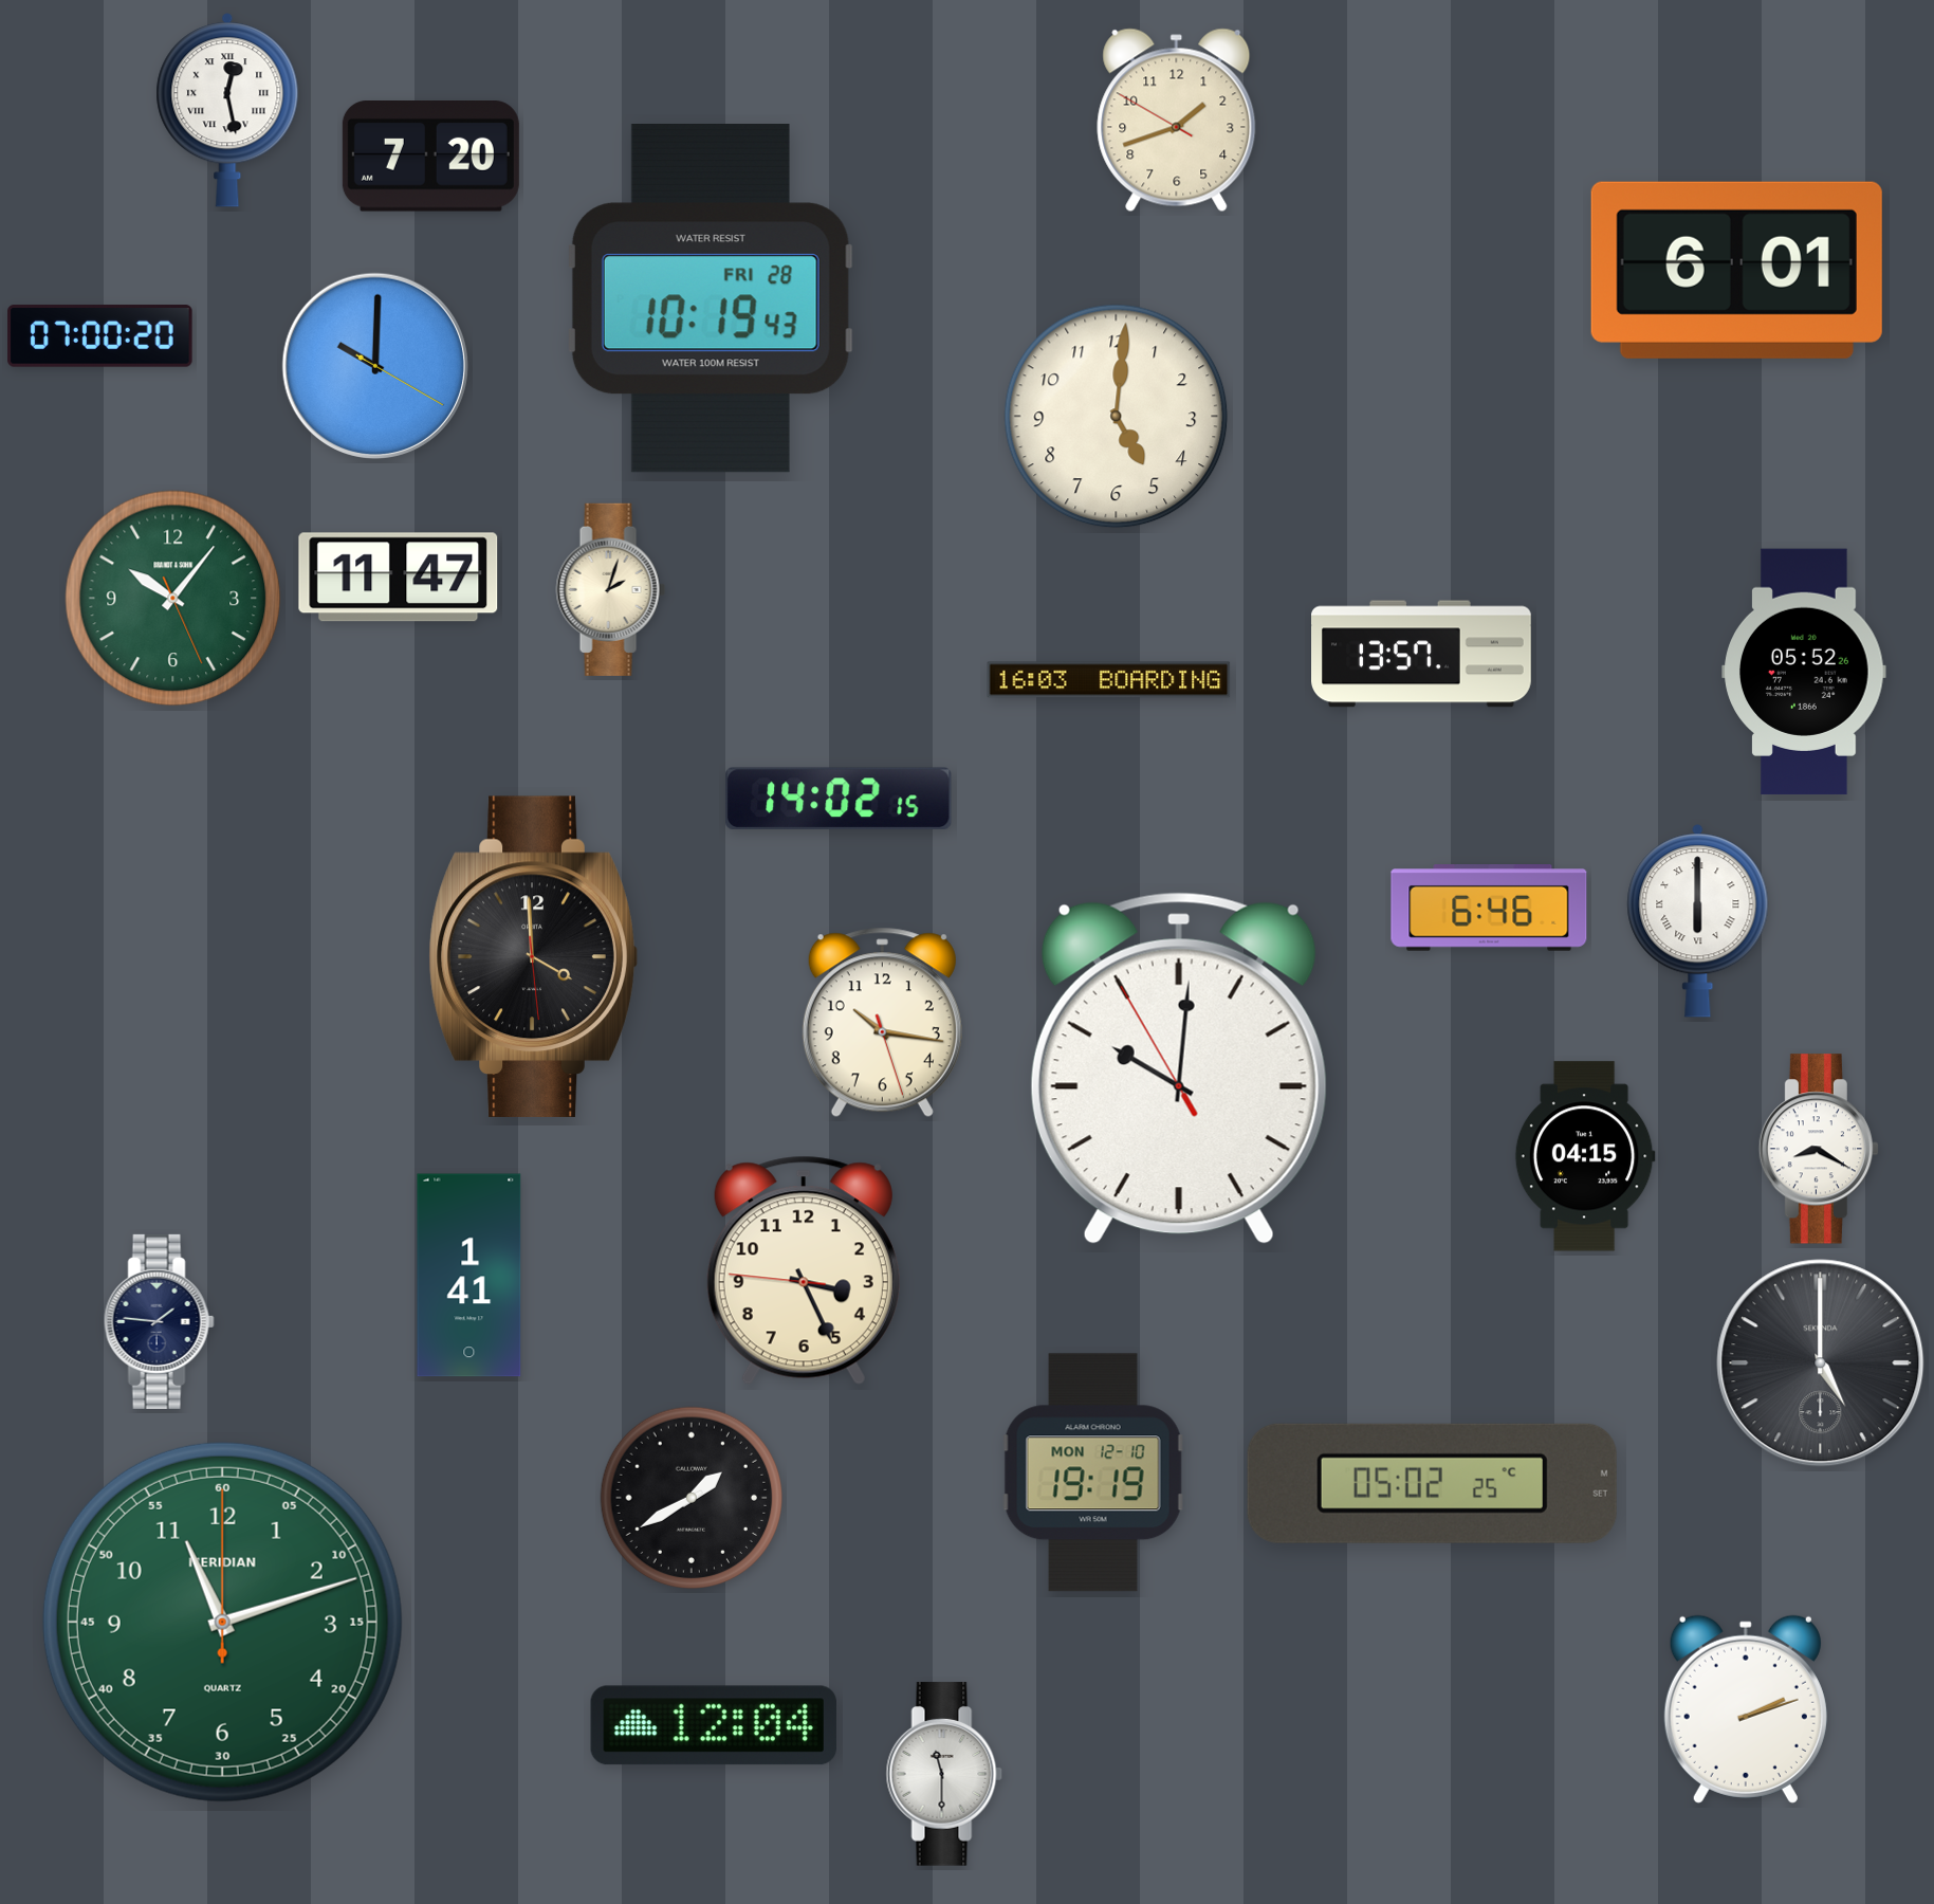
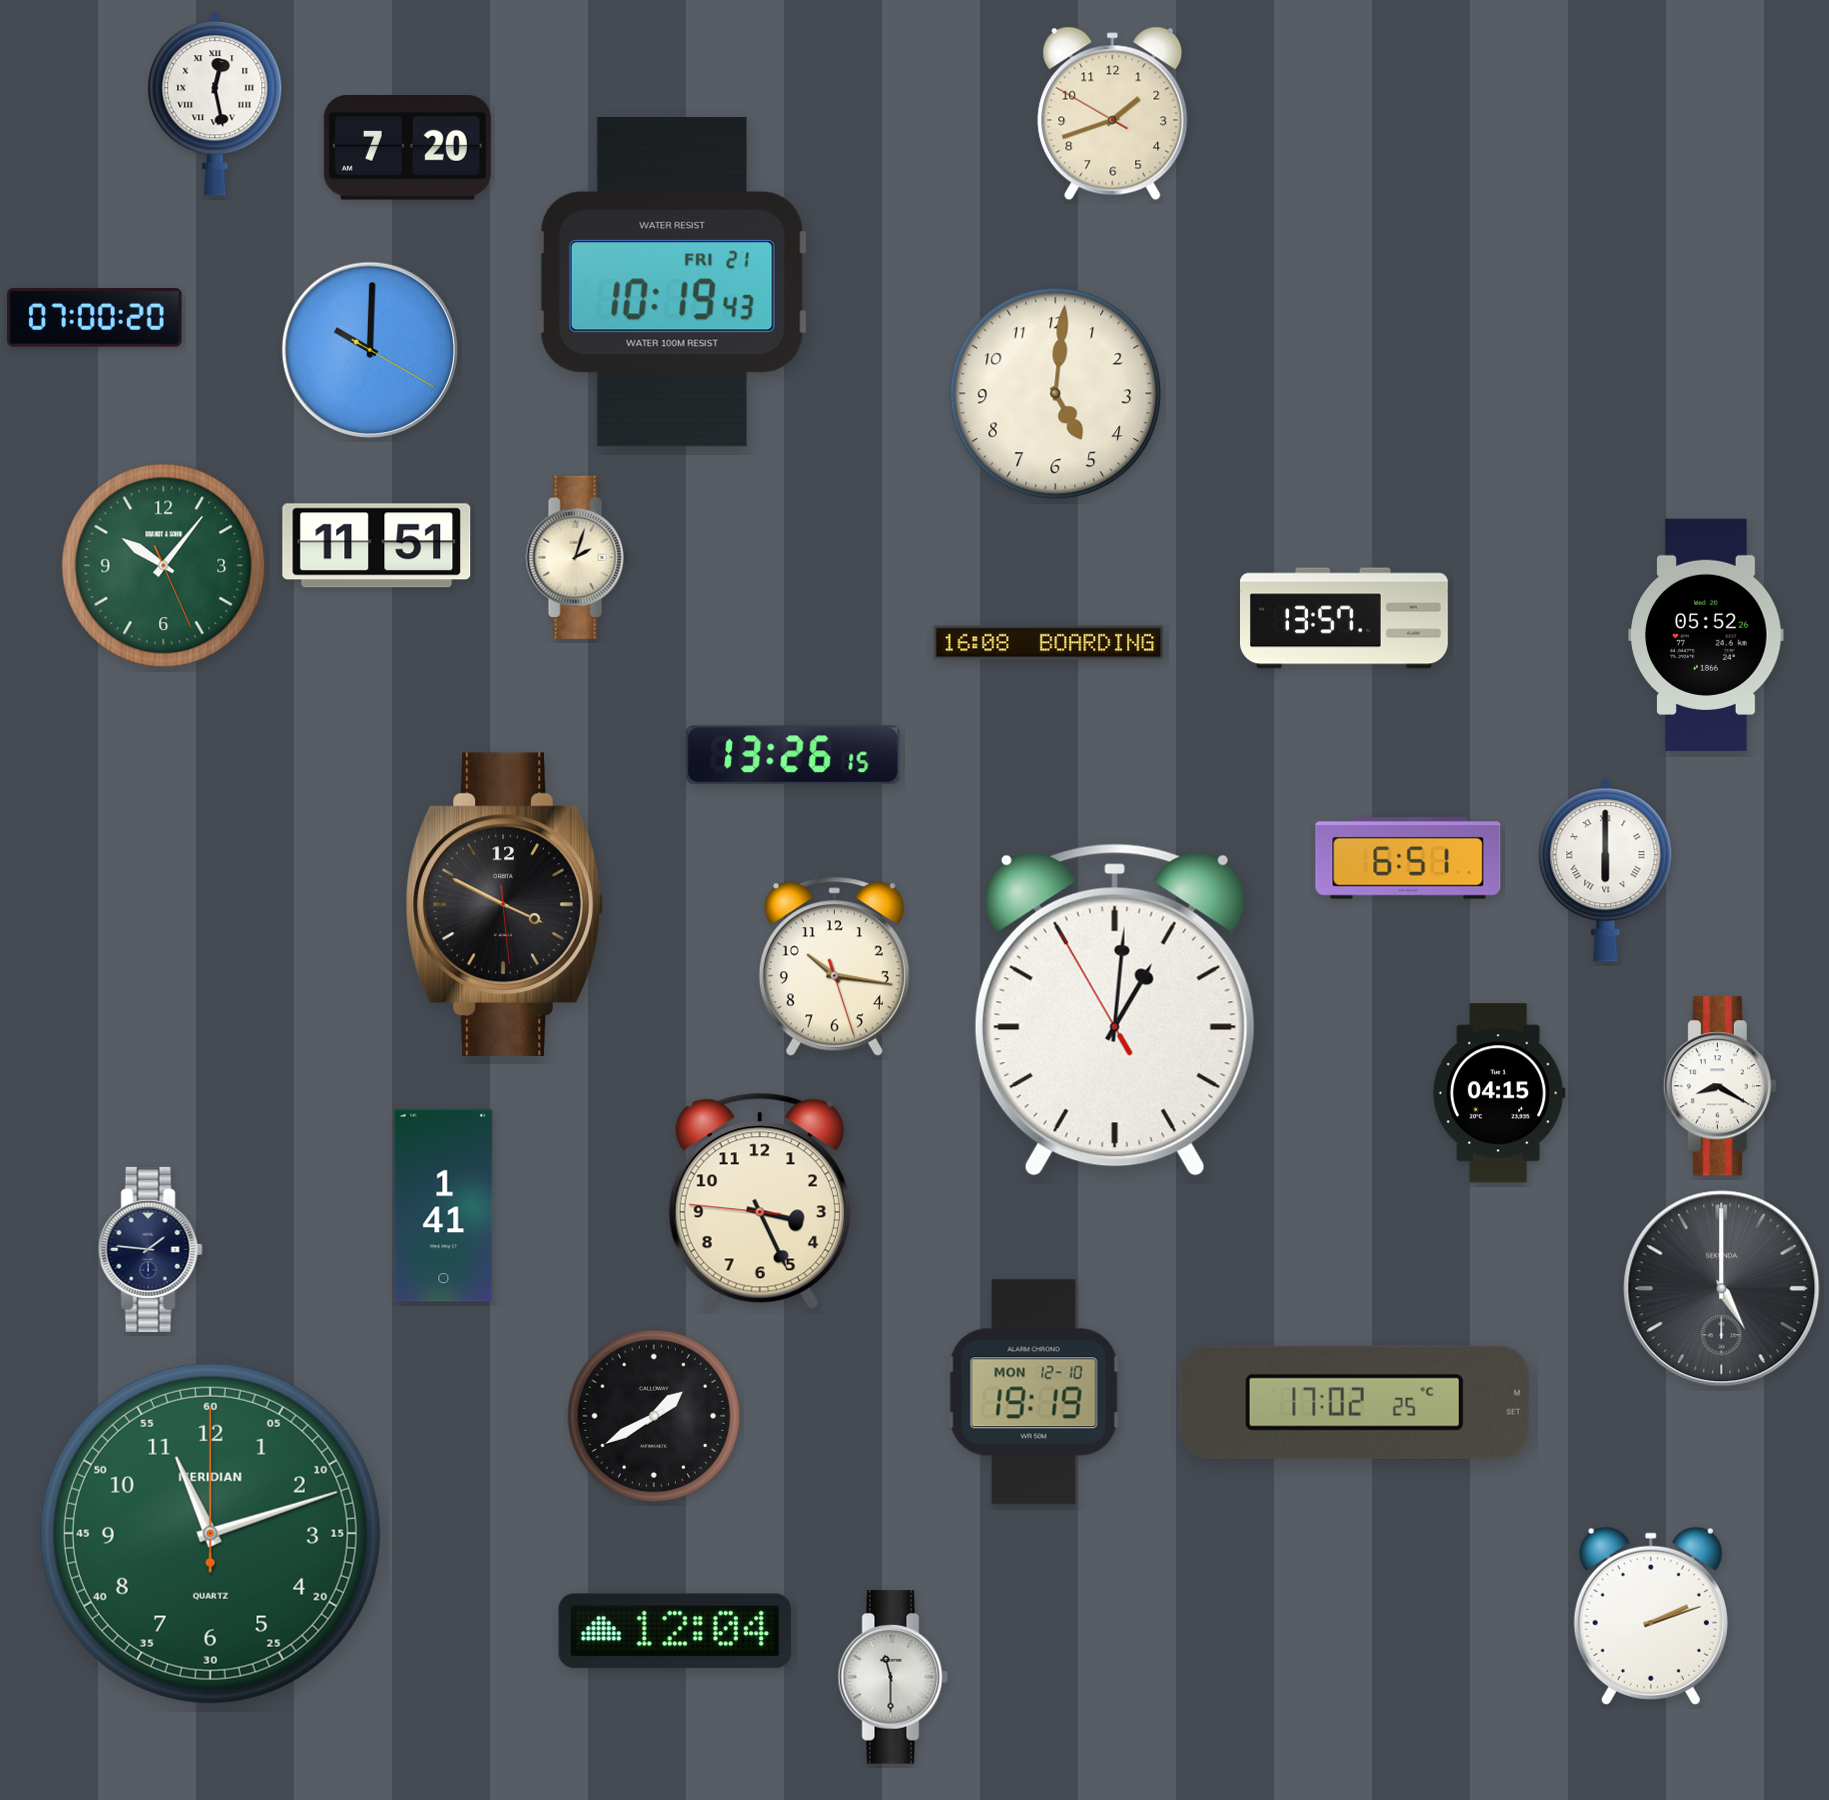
clock at (1736, 270): 6:01 -> none
clock at (711, 298) date: FRI 28 -> FRI 21
clock at (375, 366) position: (375, 366) -> (370, 350)
clock at (399, 578): 11:47 -> 11:51
clock at (1109, 680): 16:03 -> 16:08
clock at (839, 799): 14:02 -> 13:26
clock at (1489, 909): 6:46 -> 6:51
clock at (533, 956): 3:59 -> 3:49
clock at (1179, 1068): 10:00 -> 1:00
clock at (1432, 1483): 05:02 -> 17:02
